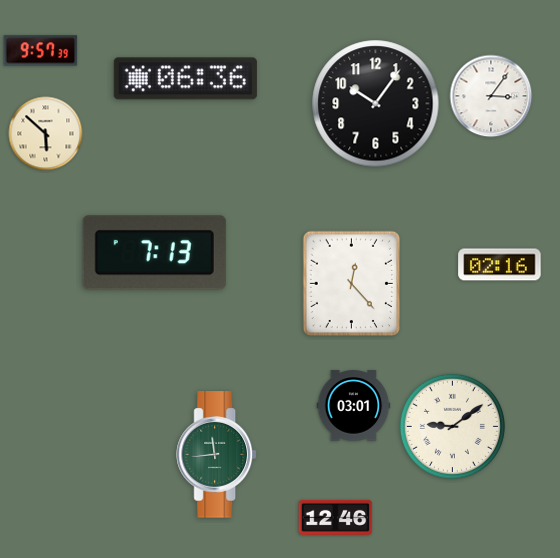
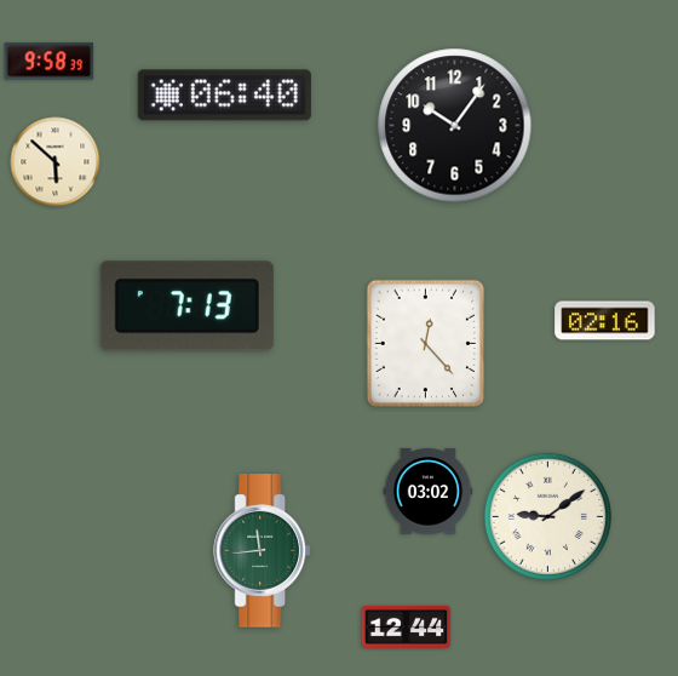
clock at (41, 51): 9:57 -> 9:58
clock at (185, 79): 06:36 -> 06:40
clock at (491, 96): 3:06 -> none
clock at (354, 406): 03:01 -> 03:02
clock at (336, 517): 12:46 -> 12:44
